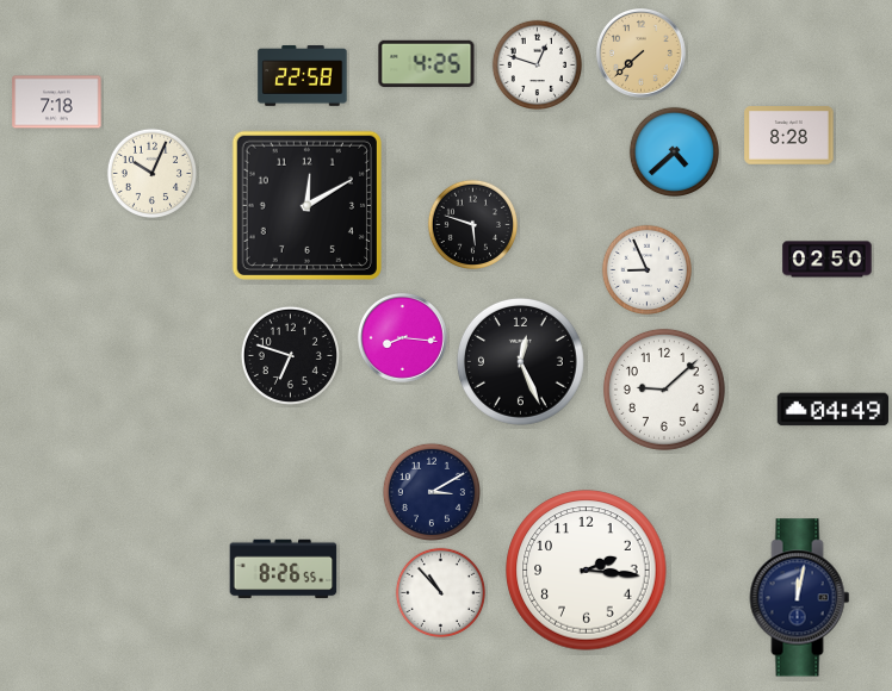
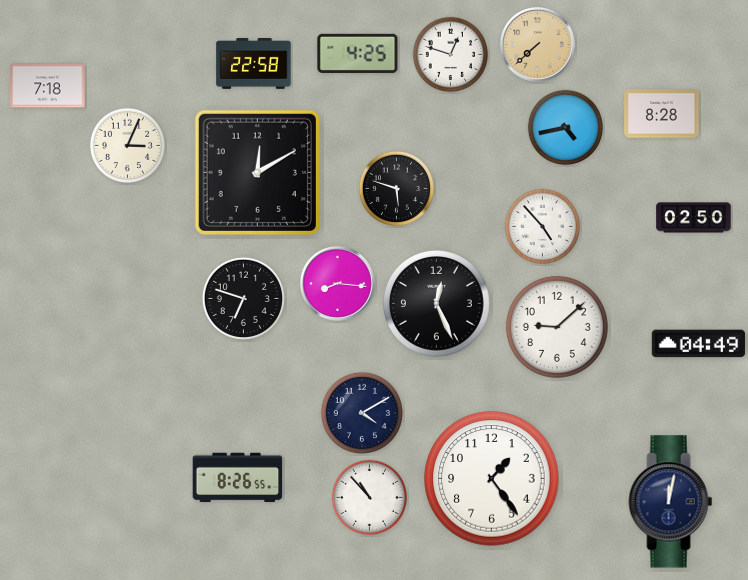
clock at (674, 151): 4:38 -> 4:43
clock at (151, 173): 10:04 -> 3:04
clock at (646, 269): 8:56 -> 4:53
clock at (432, 492): 3:10 -> 4:10
clock at (587, 571): 2:16 -> 1:24
